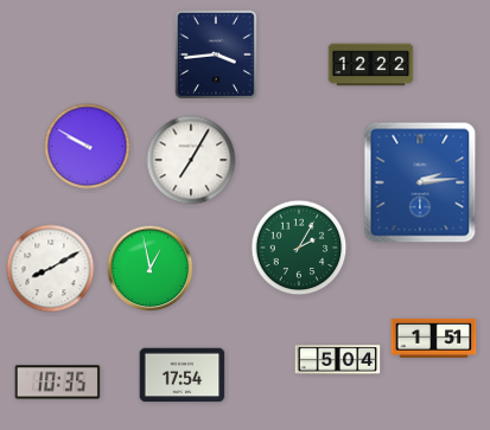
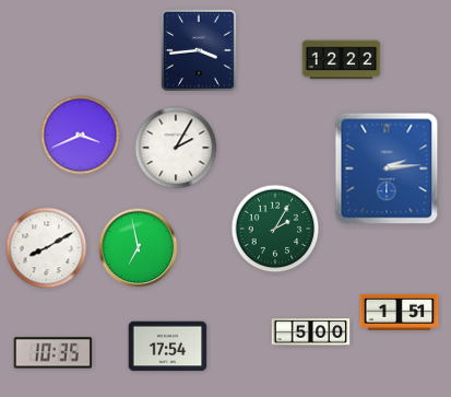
clock at (88, 147): 9:50 -> 3:41
clock at (191, 160): 7:05 -> 2:05
clock at (151, 269): 12:58 -> 6:58
clock at (338, 360): 5:04 -> 5:00
